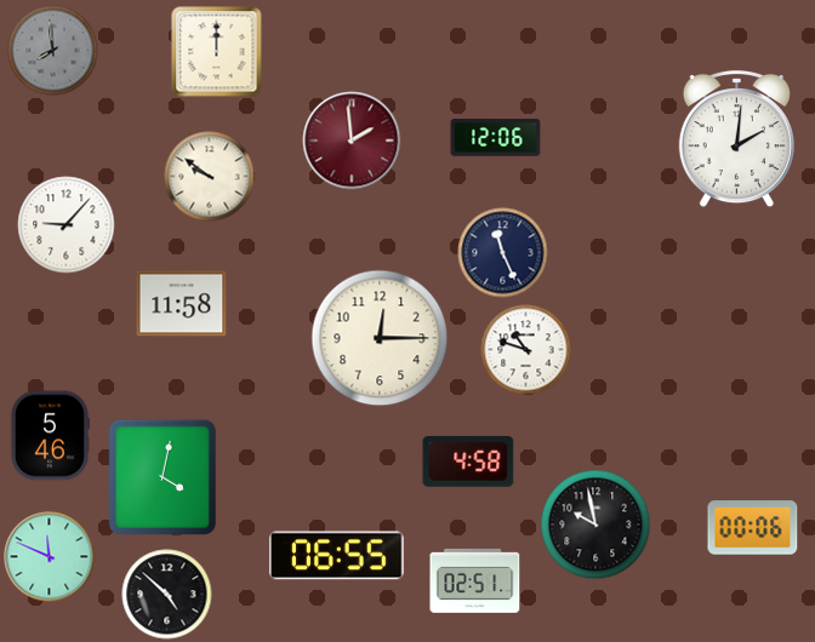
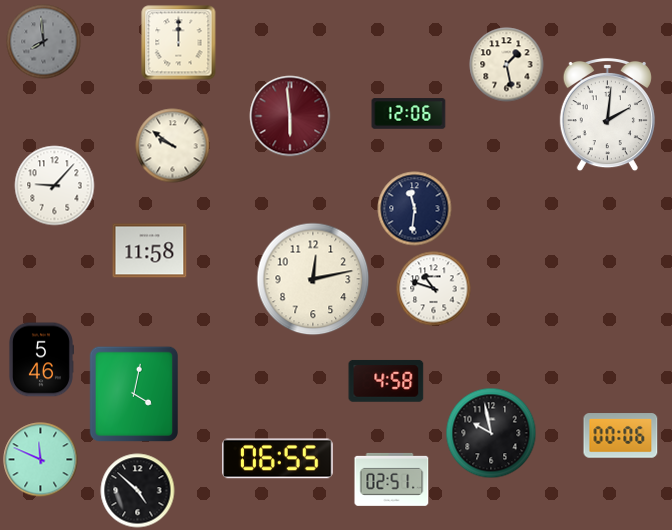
clock at (507, 65): none -> 1:28
clock at (352, 141): 1:59 -> 5:59
clock at (503, 253): 11:26 -> 11:31
clock at (380, 338): 12:15 -> 12:13
